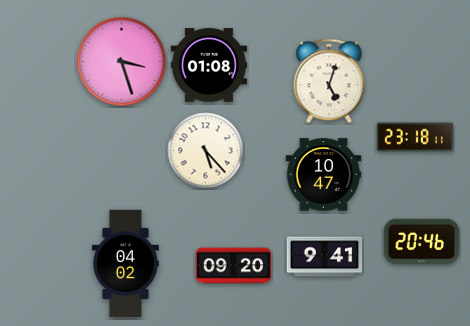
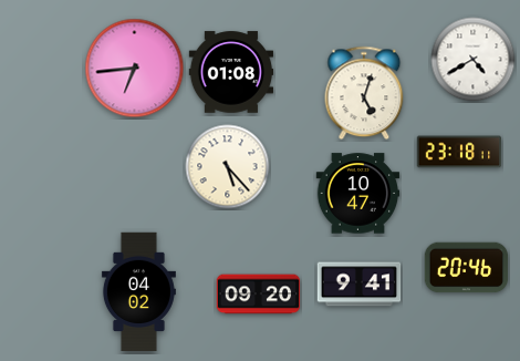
clock at (474, 60): none -> 4:40
clock at (122, 62): 3:27 -> 6:44
clock at (329, 81) position: (329, 81) -> (364, 93)
